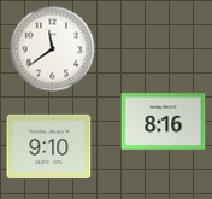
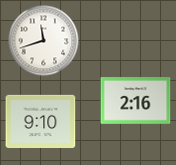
clock at (53, 49): 11:39 -> 11:42
clock at (164, 122): 8:16 -> 2:16
